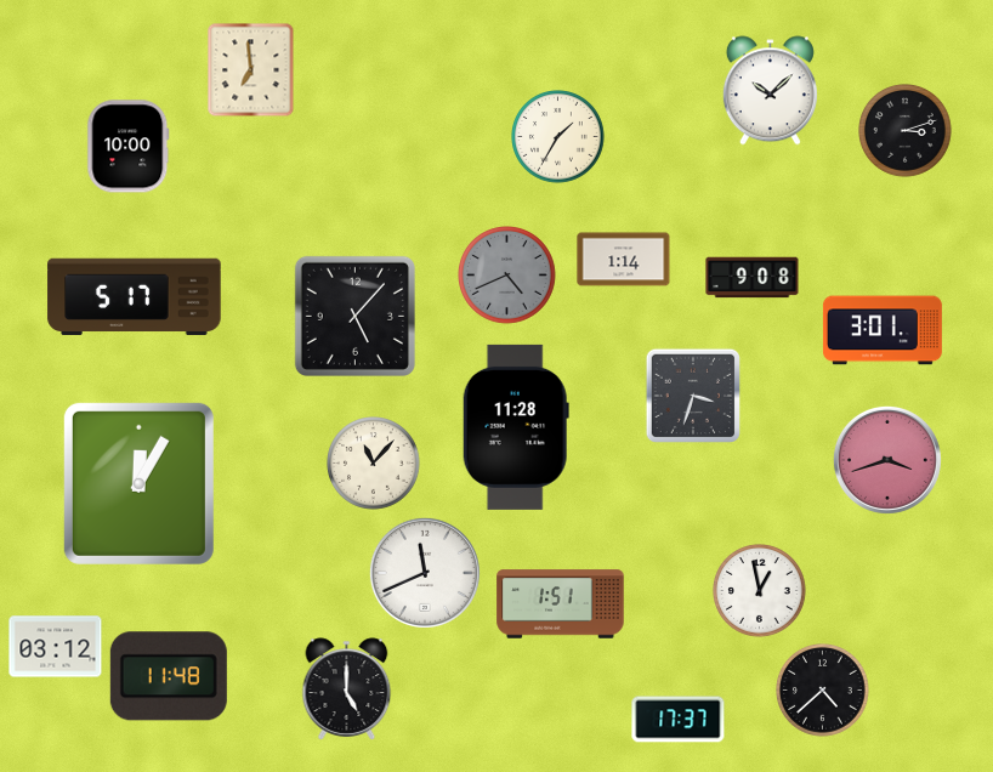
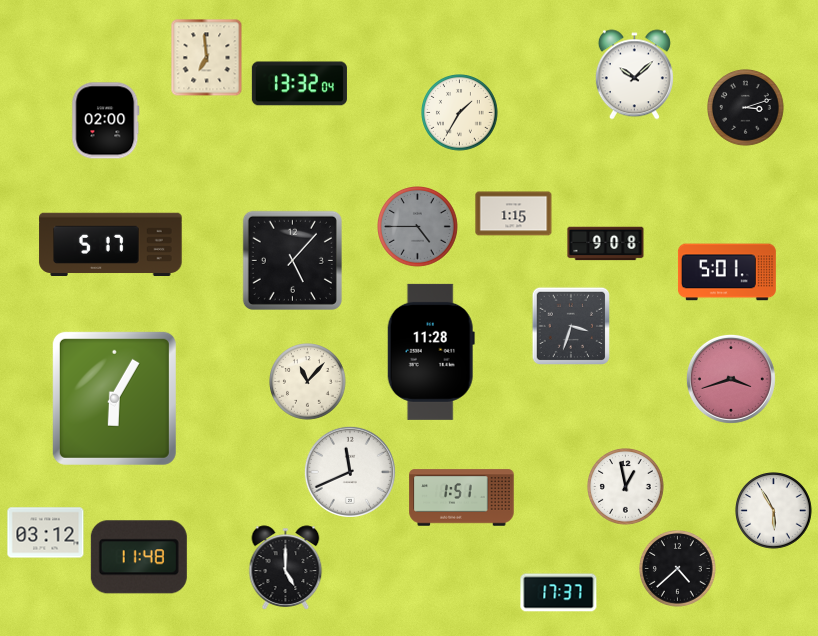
clock at (299, 84): none -> 13:32
clock at (129, 147): 10:00 -> 02:00
clock at (624, 260): 1:14 -> 1:15
clock at (507, 276): 4:41 -> 4:45
clock at (753, 278) position: (753, 278) -> (606, 244)
clock at (883, 330): 3:01 -> 5:01
clock at (516, 427) position: (516, 427) -> (431, 352)
clock at (138, 483): 12:05 -> 6:05
clock at (774, 511): none -> 5:55
